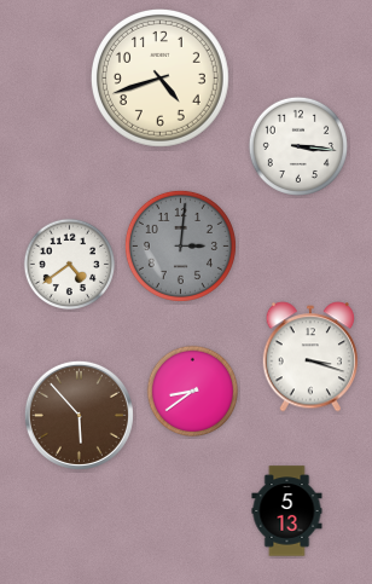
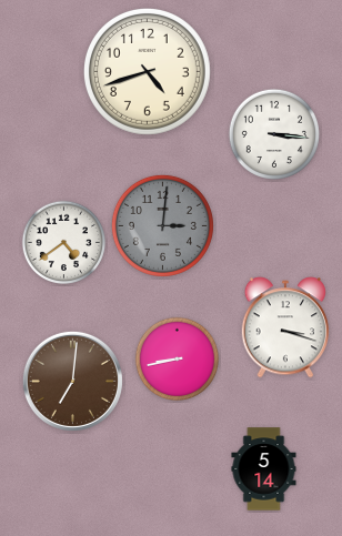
clock at (180, 245) position: (180, 245) -> (162, 225)
clock at (193, 392): 8:39 -> 8:43
clock at (79, 415): 5:53 -> 7:01
clock at (287, 511): 5:13 -> 5:14
